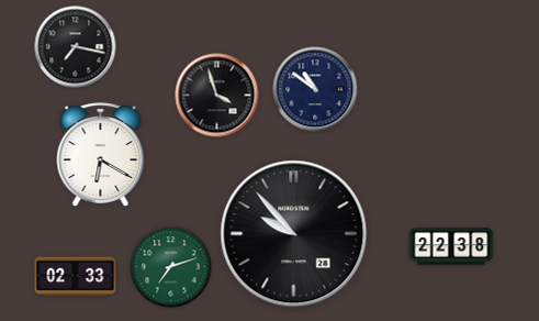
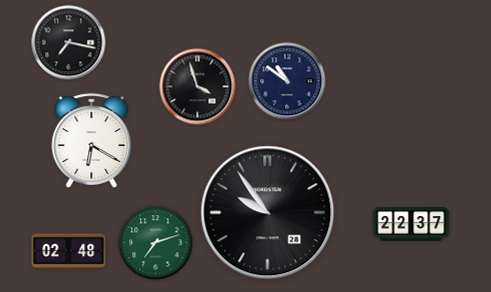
clock at (294, 234): 9:53 -> 9:54
clock at (451, 246): 22:38 -> 22:37
clock at (76, 277): 02:33 -> 02:48
